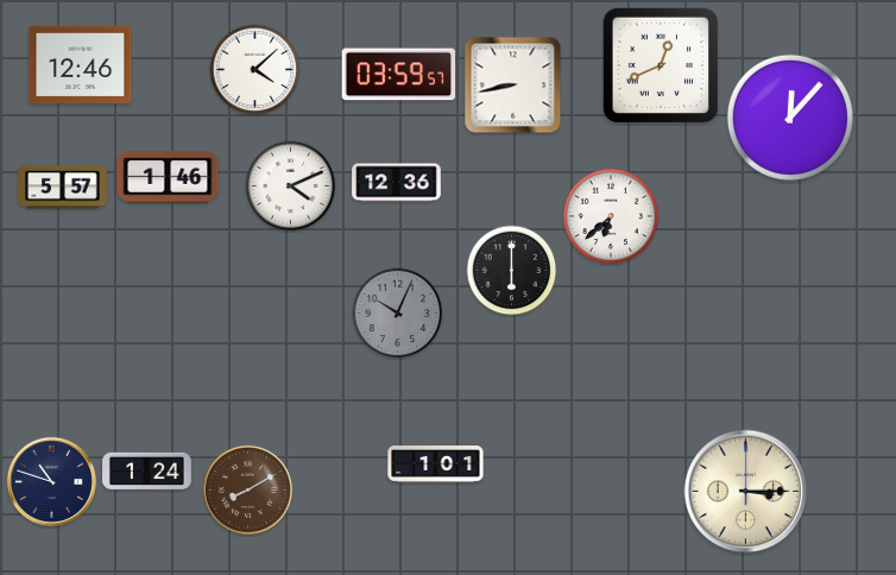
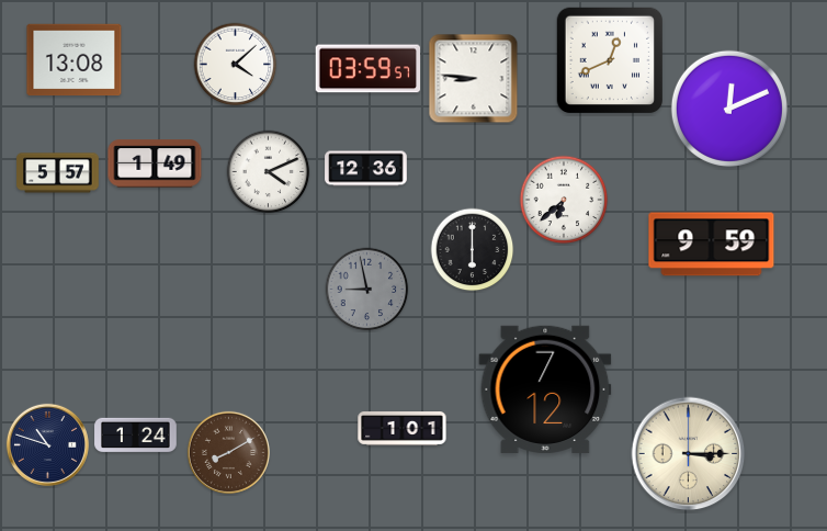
clock at (81, 65): 12:46 -> 13:08
clock at (513, 86): 8:43 -> 8:46
clock at (790, 118): 12:07 -> 12:11
clock at (168, 177): 1:46 -> 1:49
clock at (712, 245): none -> 9:59
clock at (398, 314): 10:04 -> 8:58
clock at (545, 389): none -> 7:12
